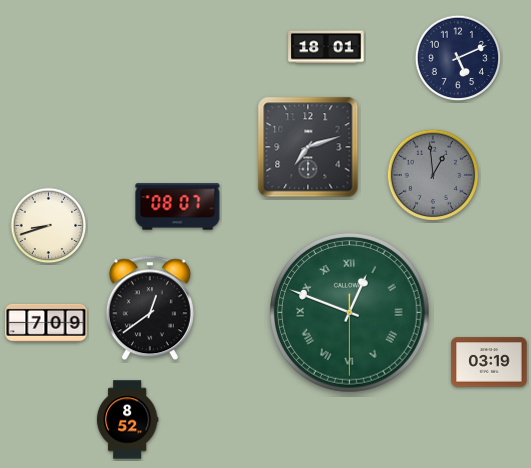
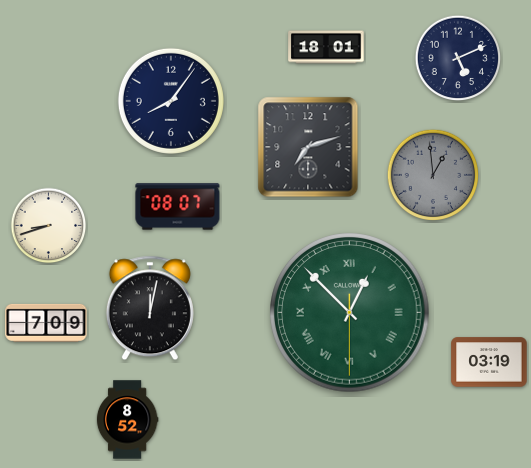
clock at (171, 101): none -> 8:06
clock at (150, 308): 12:39 -> 12:02
clock at (350, 313): 12:48 -> 12:52
